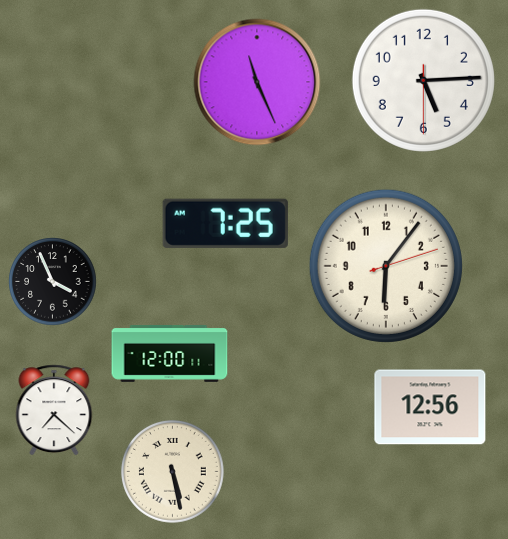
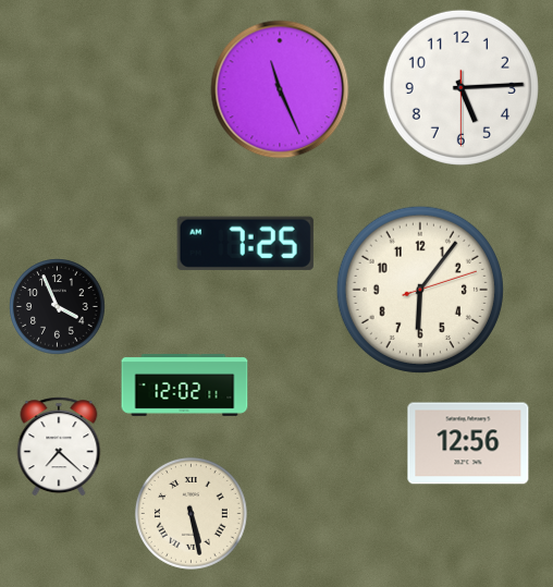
clock at (170, 353): 12:00 -> 12:02
clock at (172, 471) position: (172, 471) -> (191, 513)
